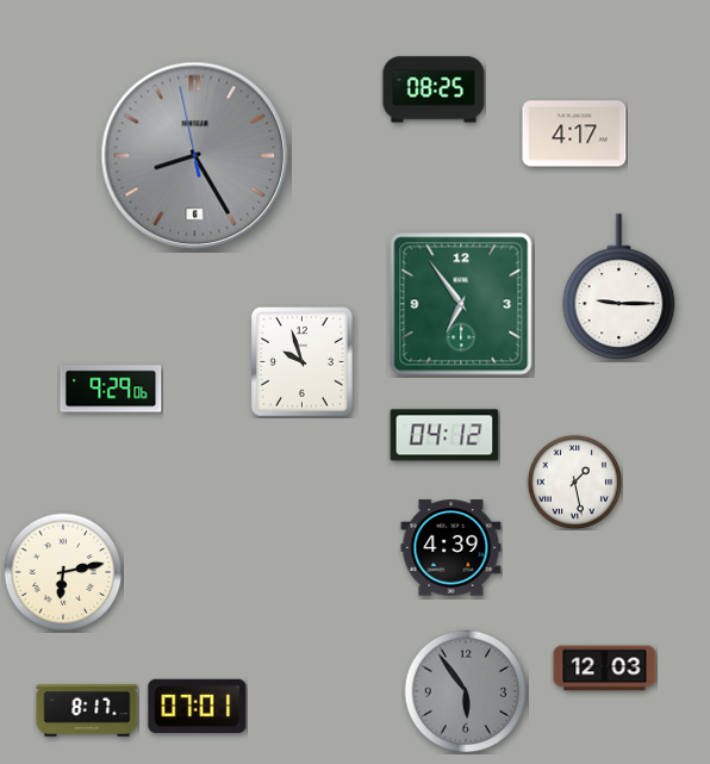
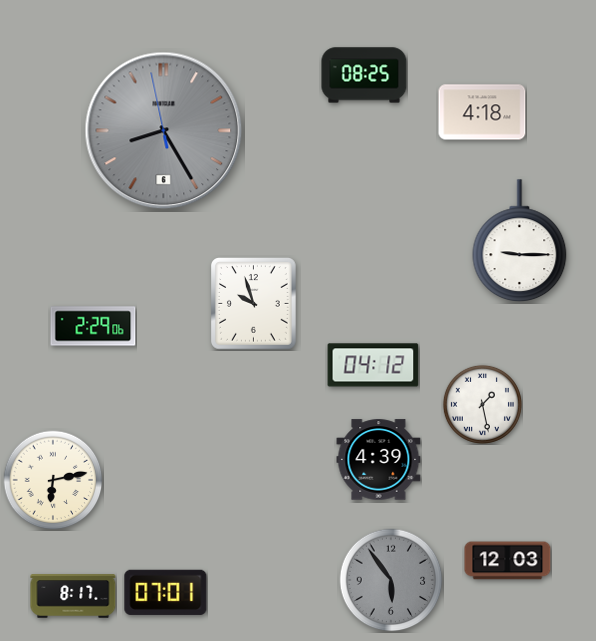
clock at (574, 133): 4:17 -> 4:18
clock at (461, 304): 6:54 -> none
clock at (111, 389): 9:29 -> 2:29
